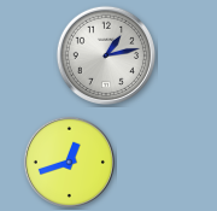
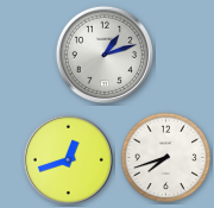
clock at (105, 54): 1:13 -> 1:12
clock at (166, 158): none -> 7:42
